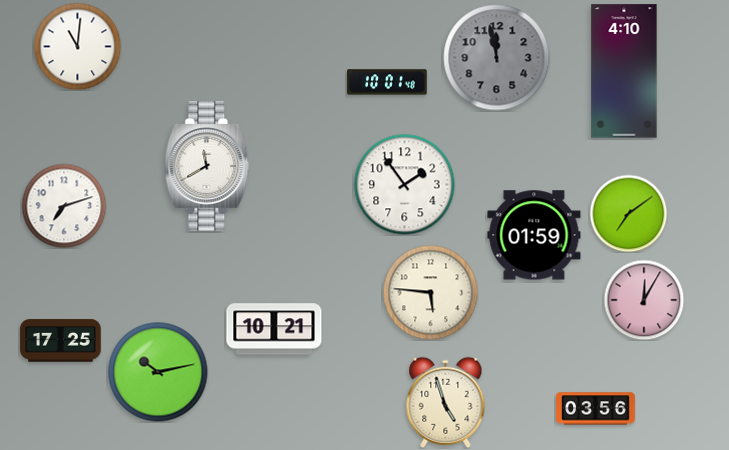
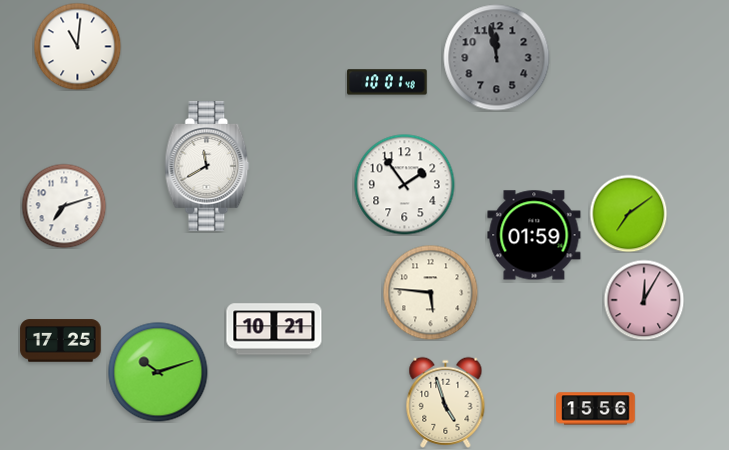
clock at (624, 71): 4:10 -> none
clock at (158, 372): 10:13 -> 10:12
clock at (596, 409): 03:56 -> 15:56
